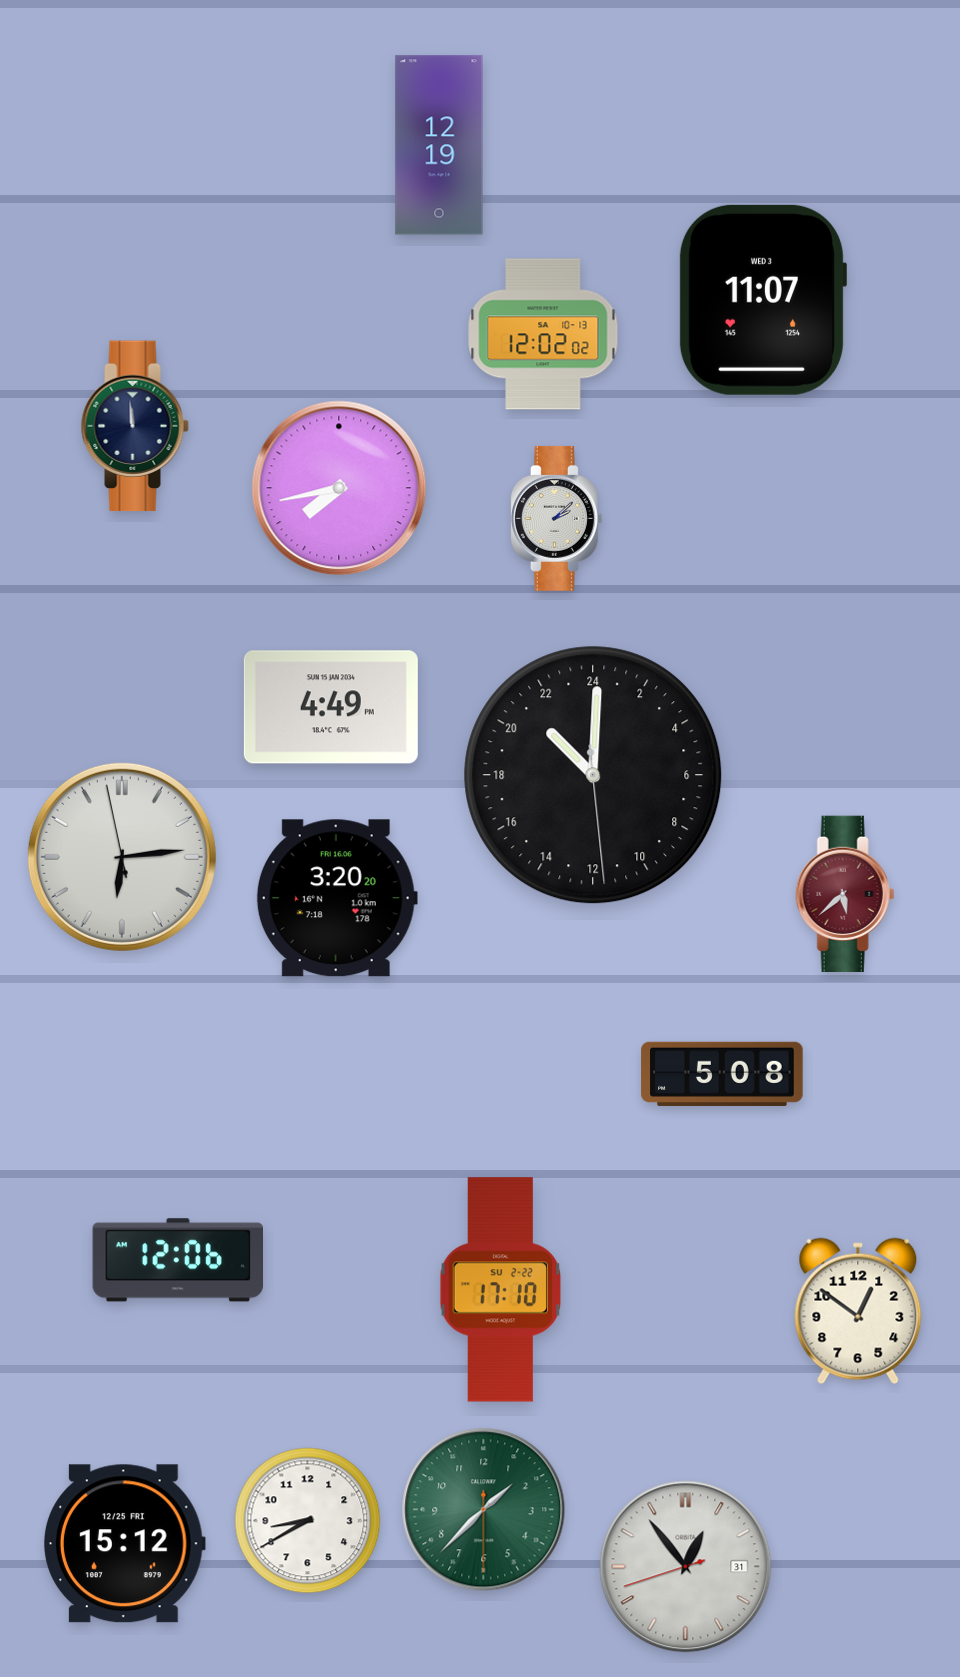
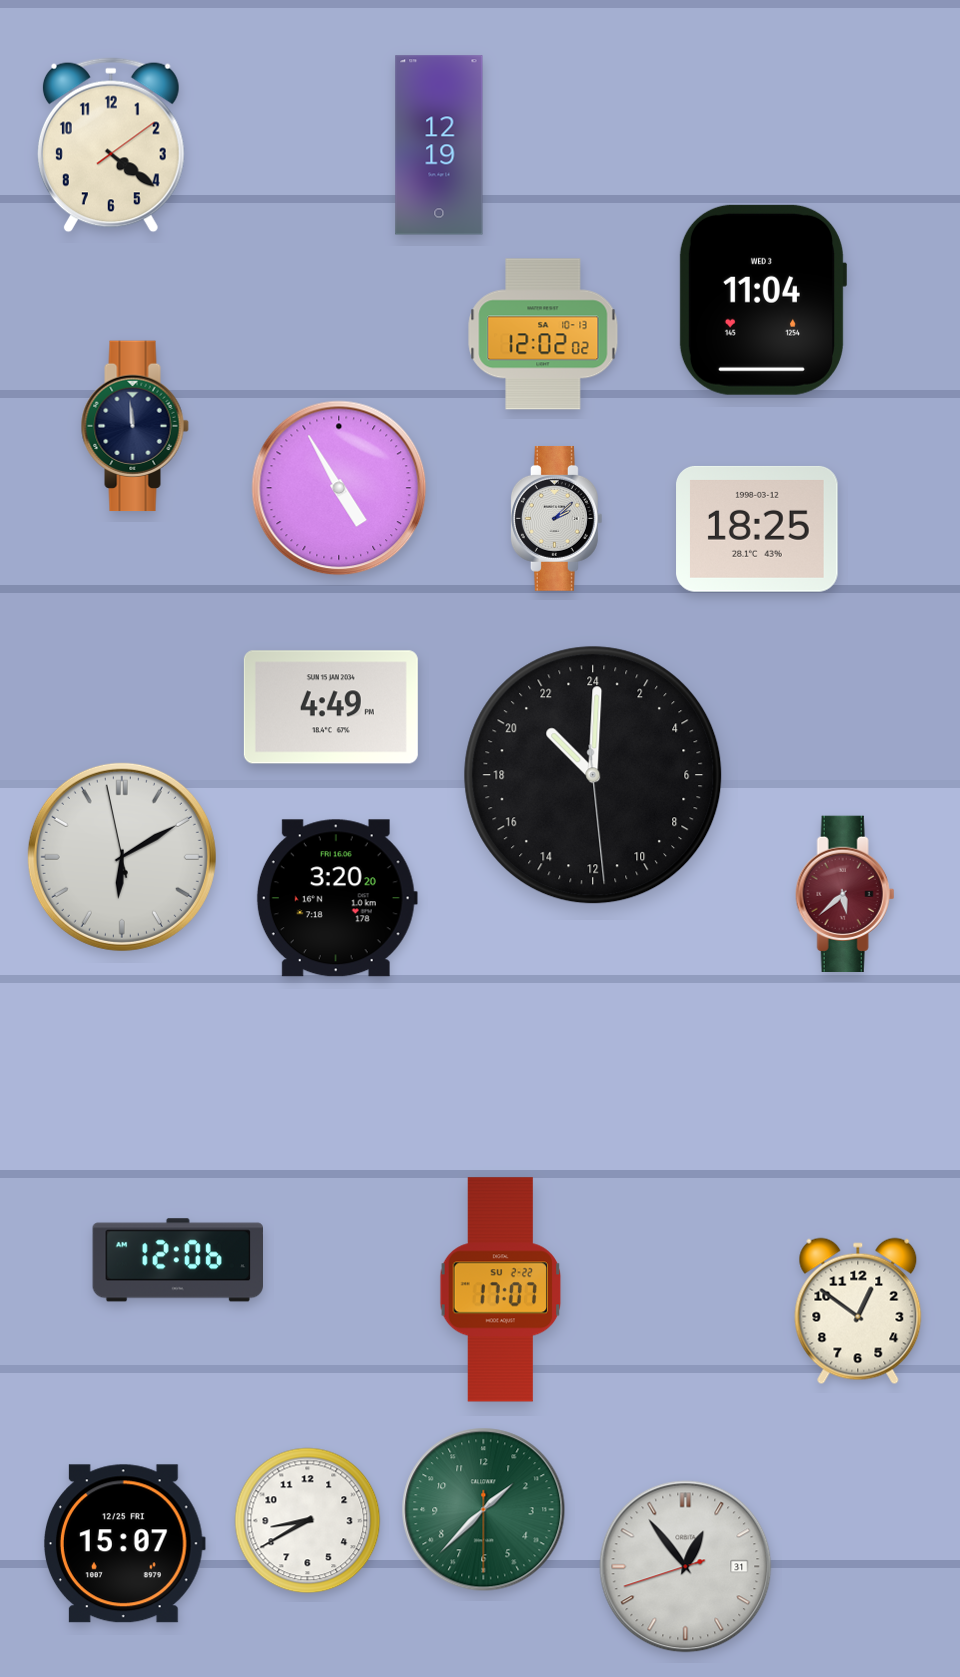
clock at (111, 145): none -> 4:21
clock at (762, 300): 11:07 -> 11:04
clock at (339, 488): 7:43 -> 4:55
clock at (757, 529): none -> 18:25
clock at (122, 857): 6:13 -> 6:09
clock at (722, 1074): 5:08 -> none
clock at (501, 1290): 17:10 -> 17:07
clock at (124, 1544): 15:12 -> 15:07
